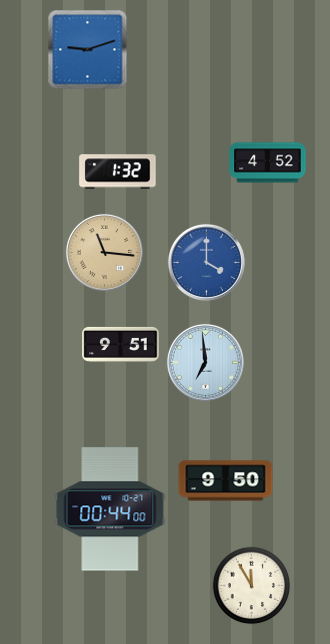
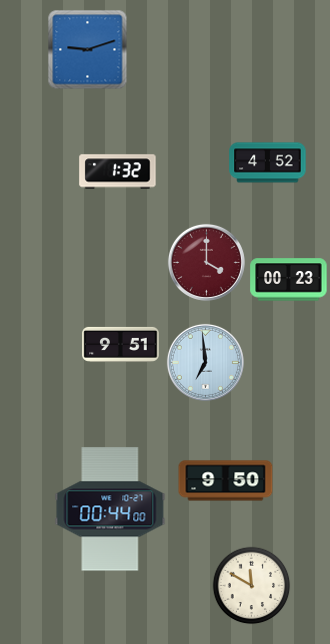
clock at (104, 252): 11:16 -> none
clock at (206, 262) dial: blue -> burgundy
clock at (289, 280): none -> 00:23
clock at (251, 585): 11:55 -> 11:50
